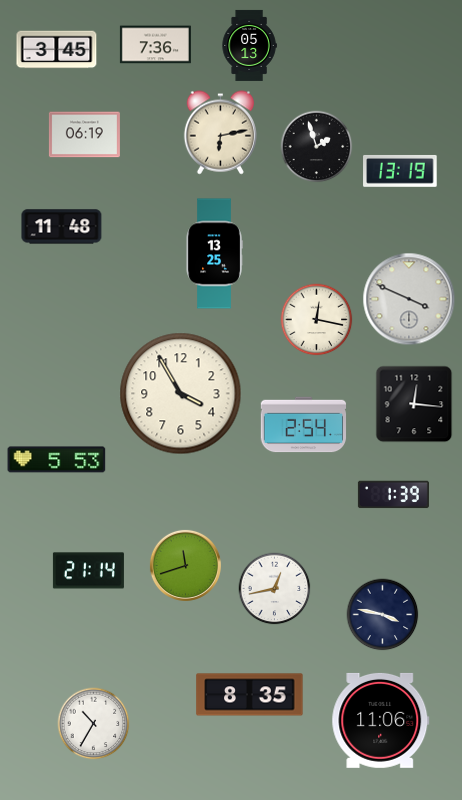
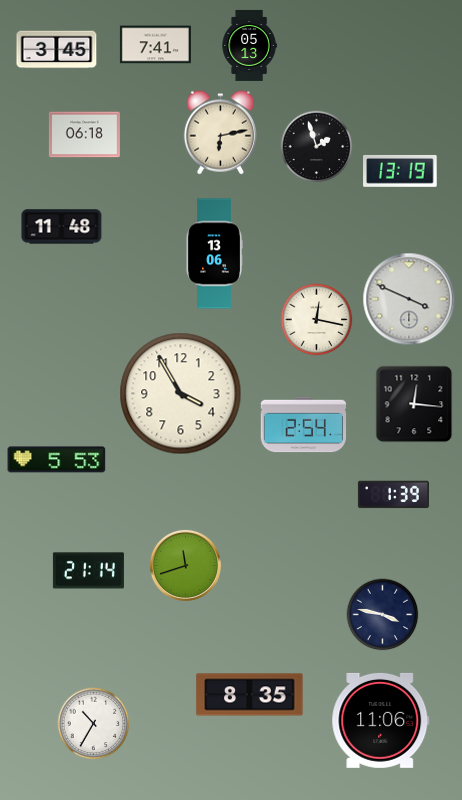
clock at (155, 45): 7:36 -> 7:41
clock at (84, 135): 06:19 -> 06:18
clock at (214, 254): 13:25 -> 13:06
clock at (275, 589): 12:43 -> none
